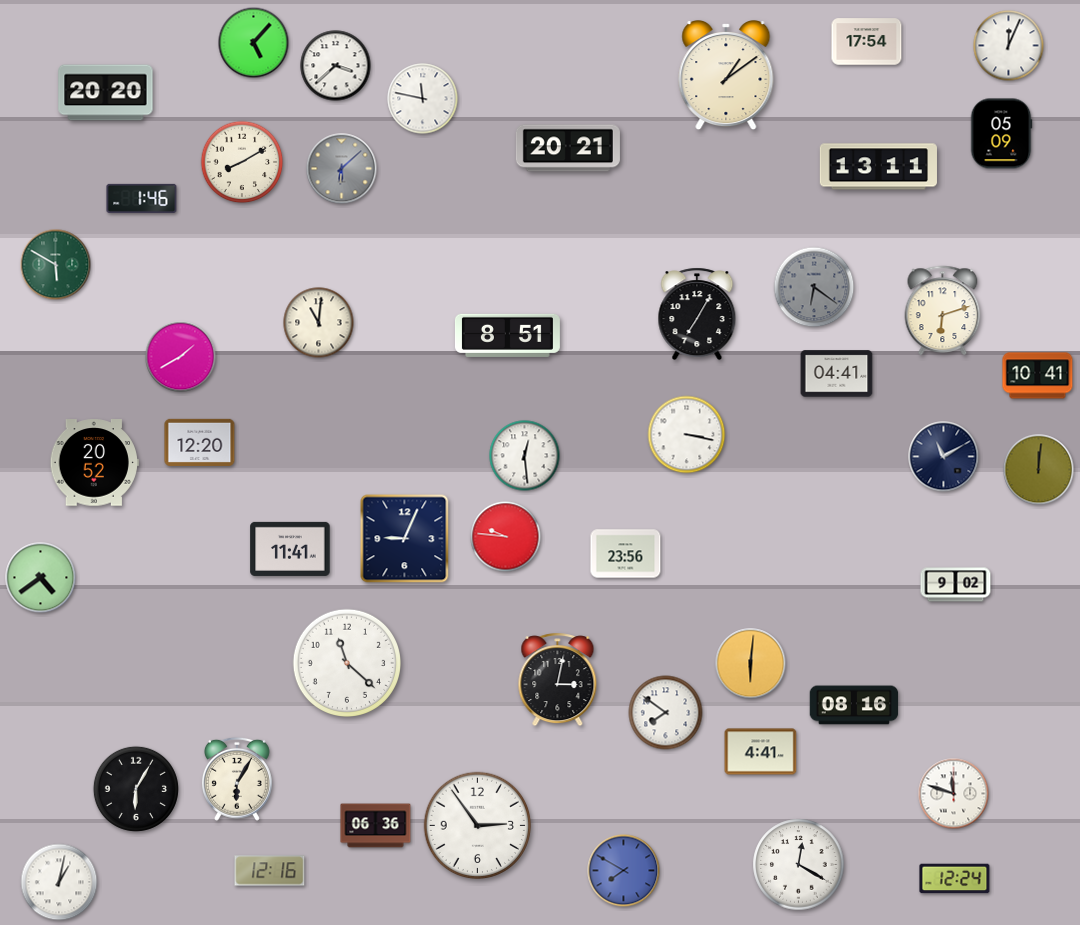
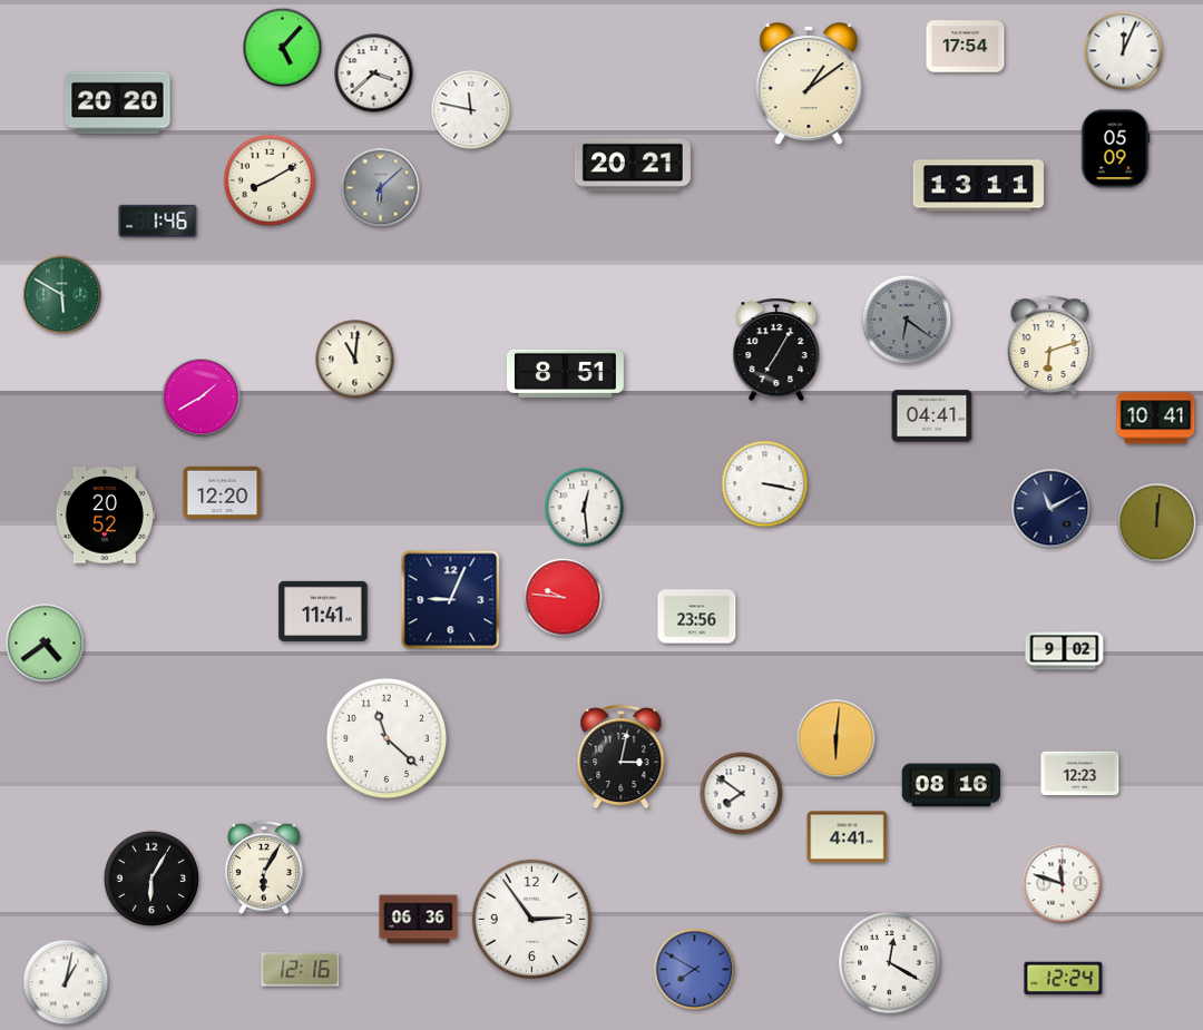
clock at (1080, 774): none -> 12:23
